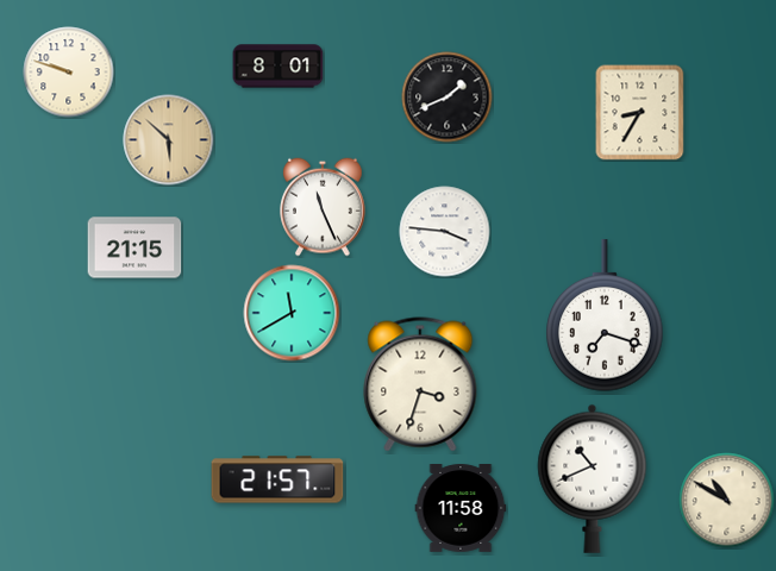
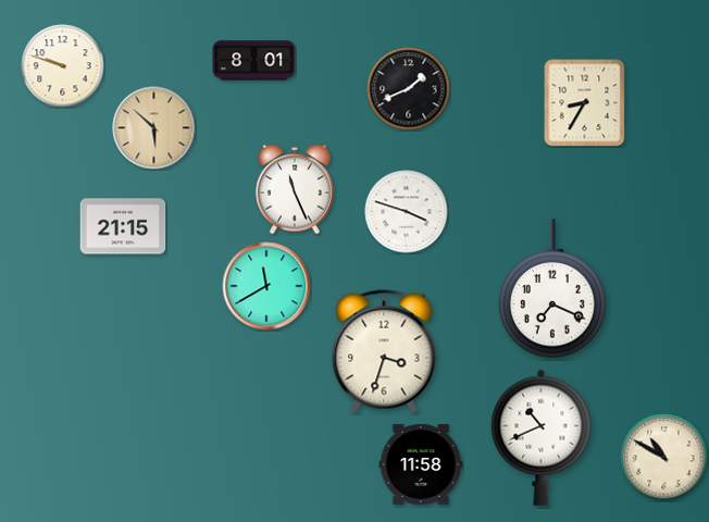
clock at (445, 232): 3:46 -> 3:48
clock at (605, 316): 7:18 -> 7:19
clock at (277, 479): 21:57 -> none
